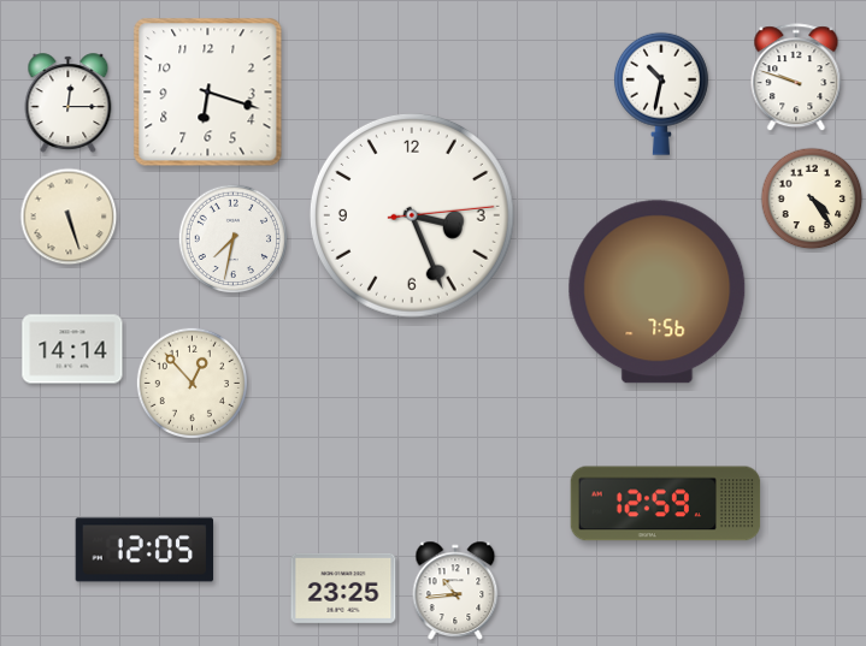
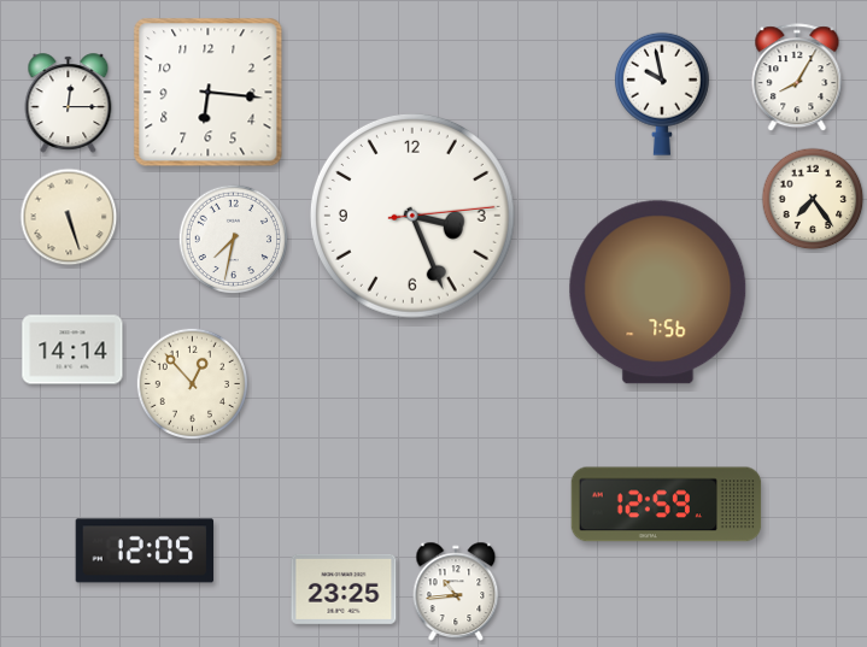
clock at (796, 78): 9:48 -> 8:05
clock at (208, 93): 6:18 -> 6:16
clock at (661, 94): 10:32 -> 9:58
clock at (812, 198): 4:24 -> 7:24
